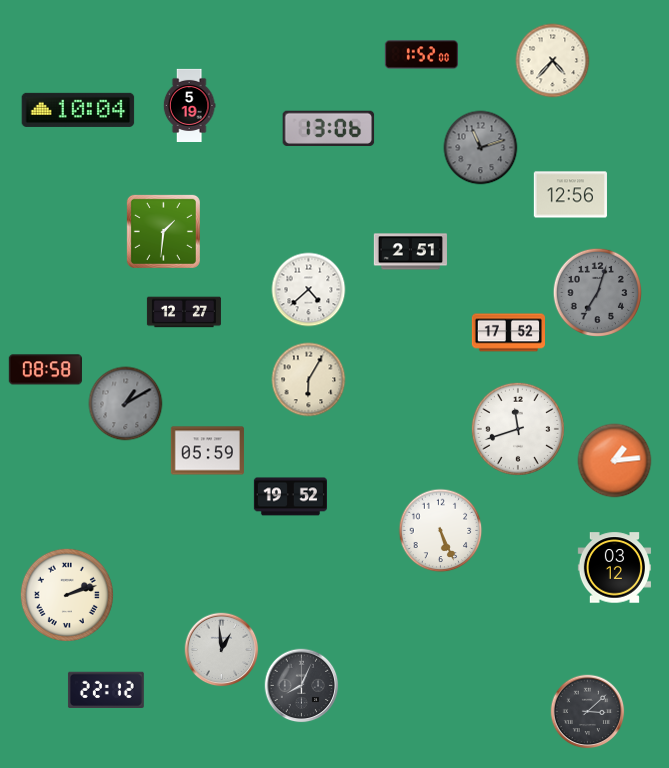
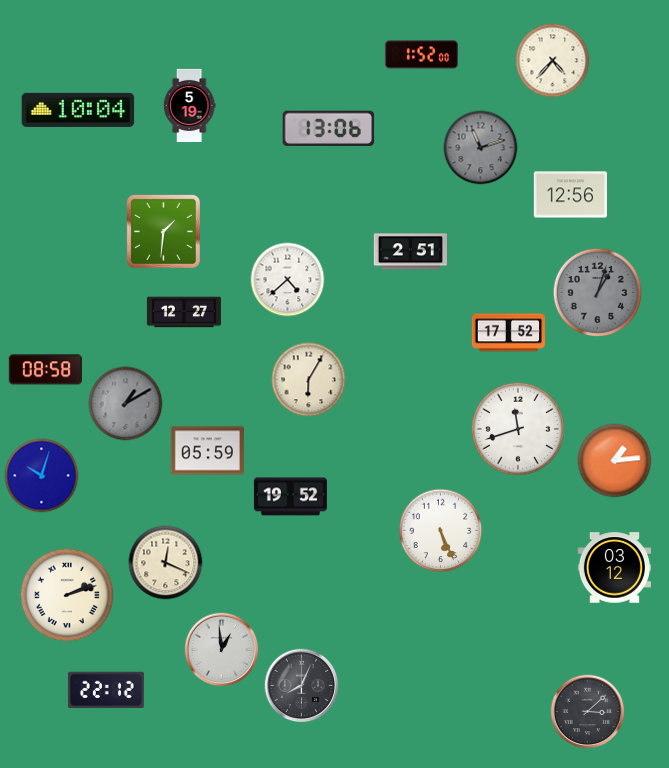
clock at (309, 290) position: (309, 290) -> (288, 280)
clock at (597, 292): 7:03 -> 1:03
clock at (42, 476): none -> 10:03
clock at (166, 563): none -> 12:19
